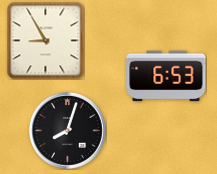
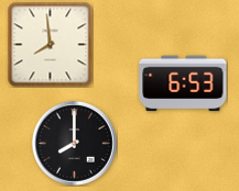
clock at (45, 40): 8:55 -> 7:59
clock at (67, 130): 8:03 -> 8:00
